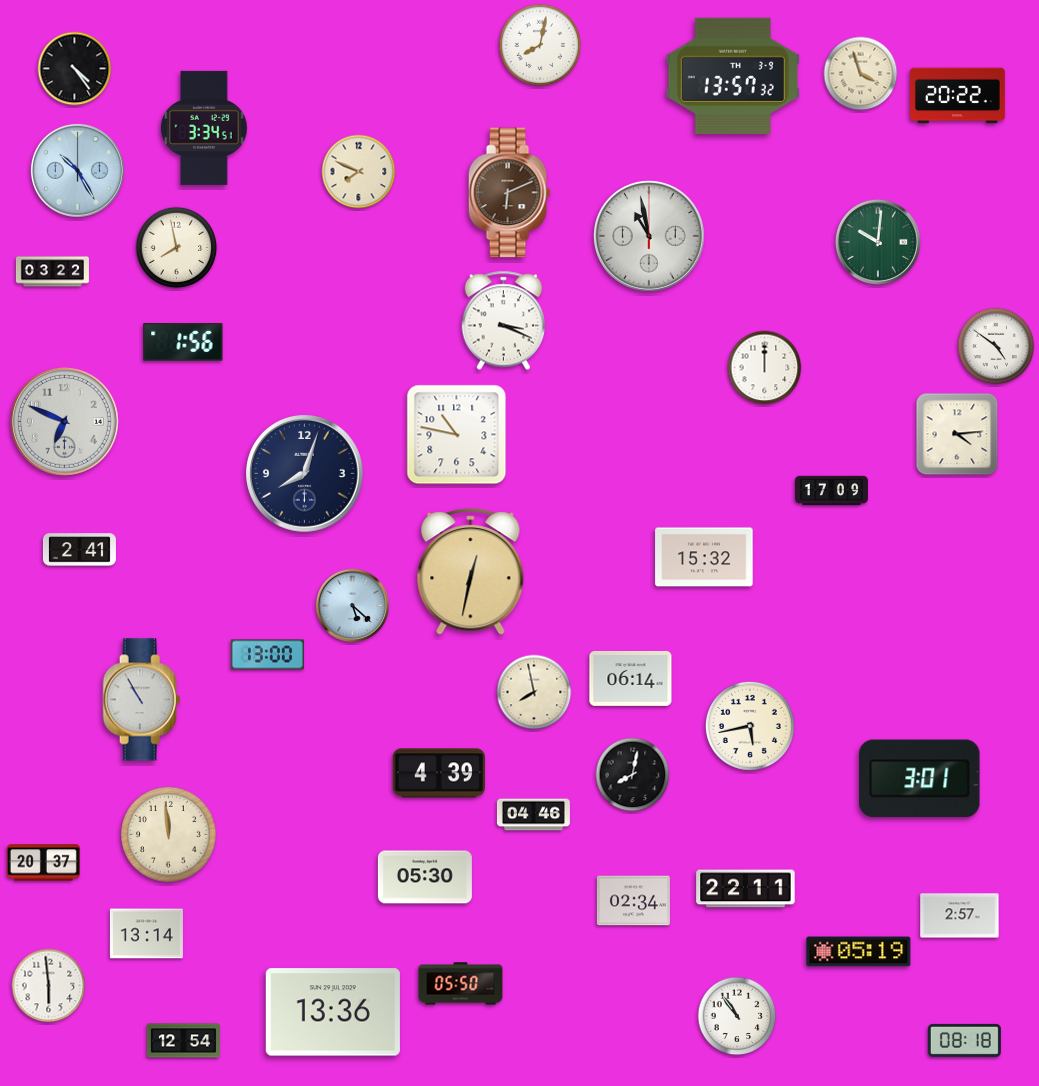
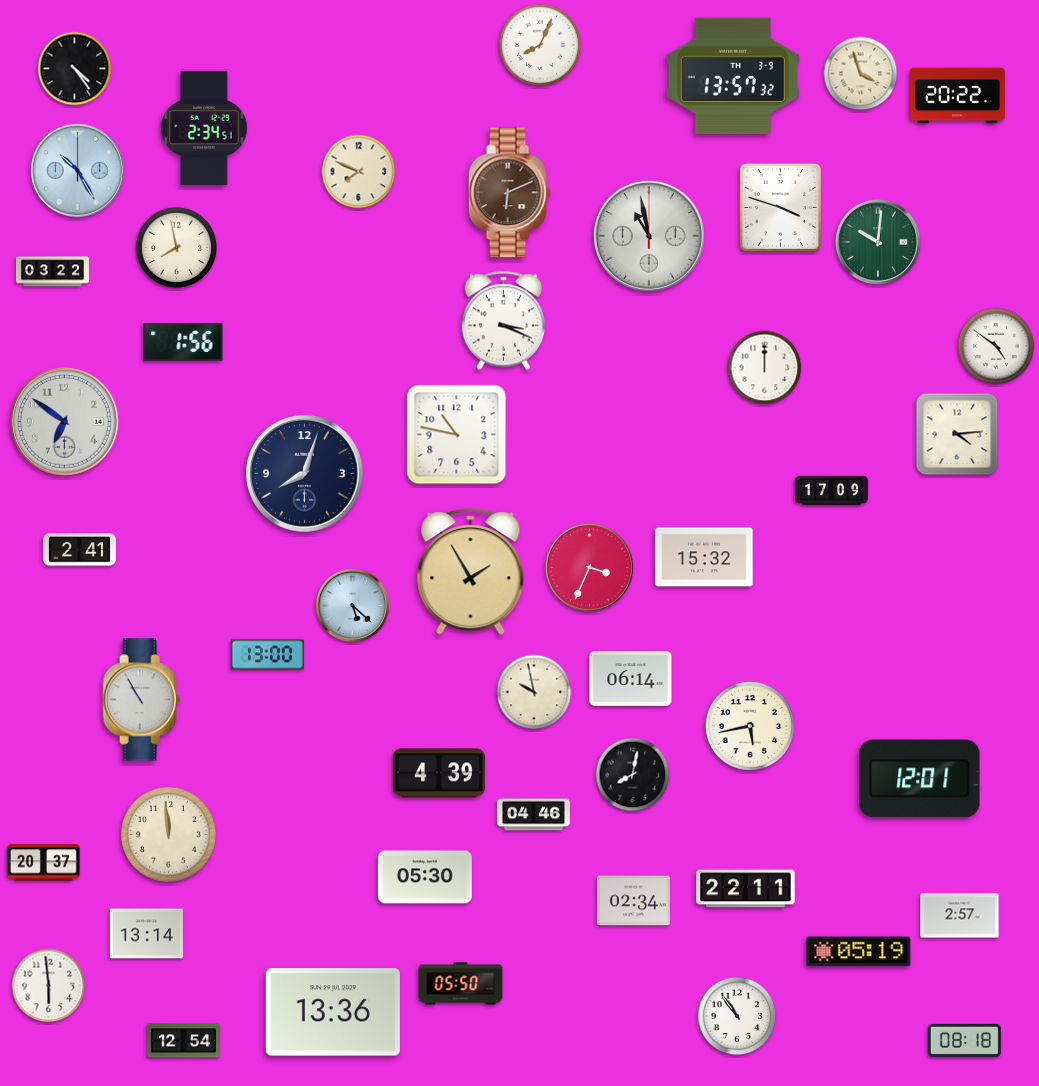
clock at (540, 45): 8:02 -> 8:04
clock at (204, 128): 3:34 -> 2:34
clock at (780, 207): none -> 3:48
clock at (65, 422): 6:49 -> 6:51
clock at (589, 567): none -> 3:34
clock at (471, 572): 12:32 -> 1:55
clock at (534, 692): 7:58 -> 9:58
clock at (920, 779): 3:01 -> 12:01
